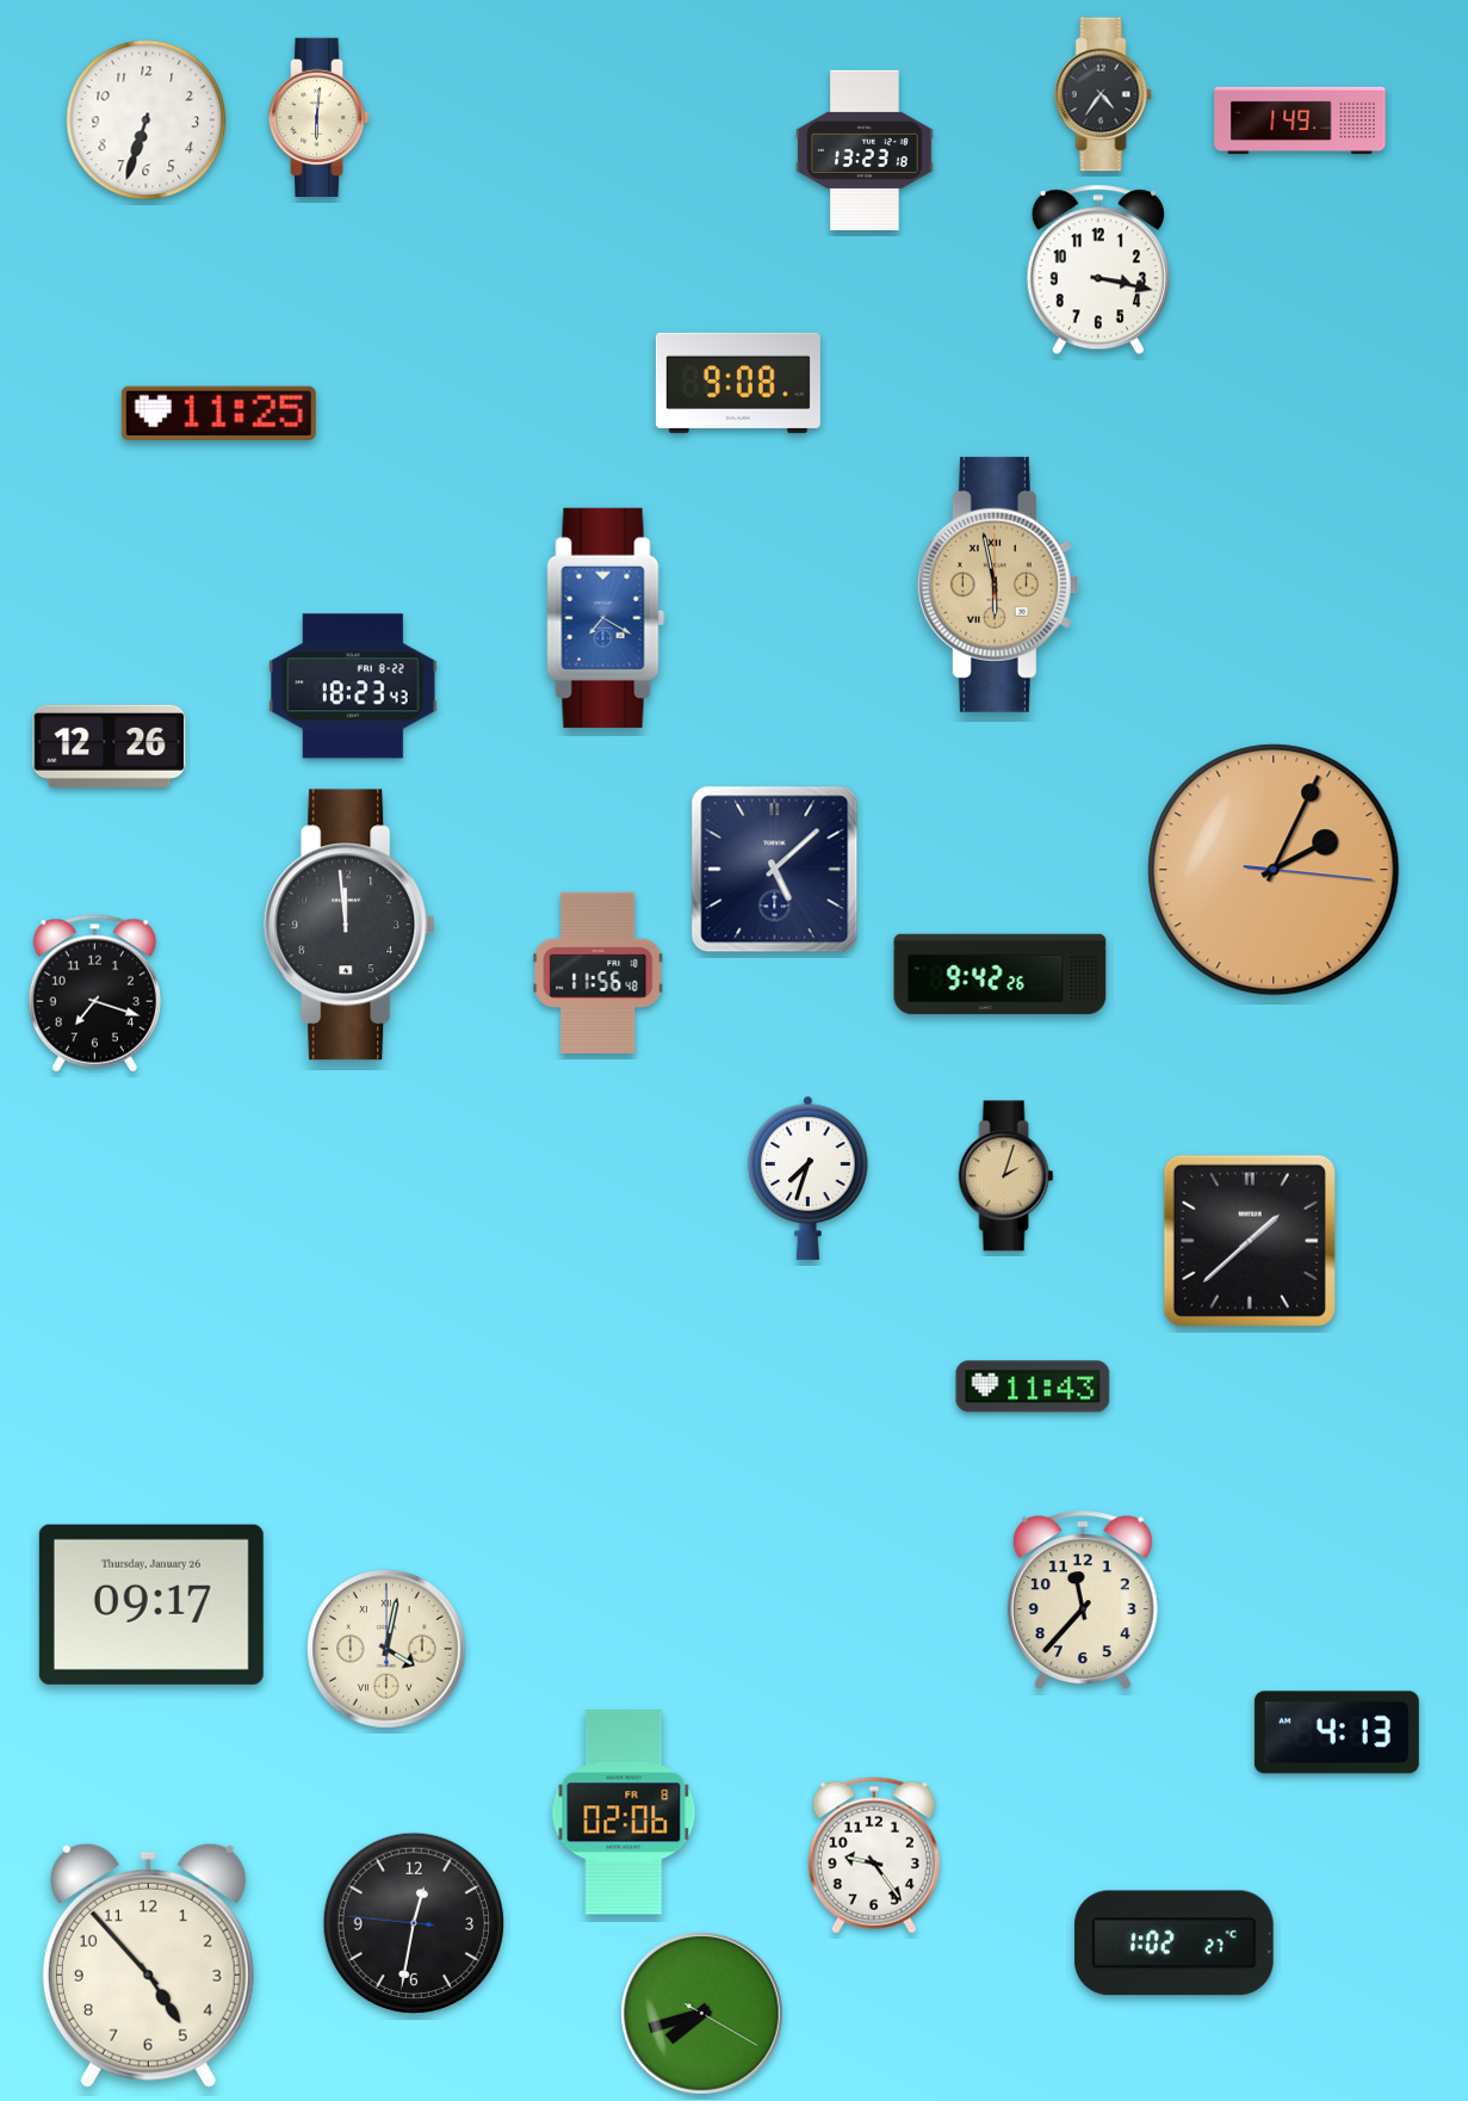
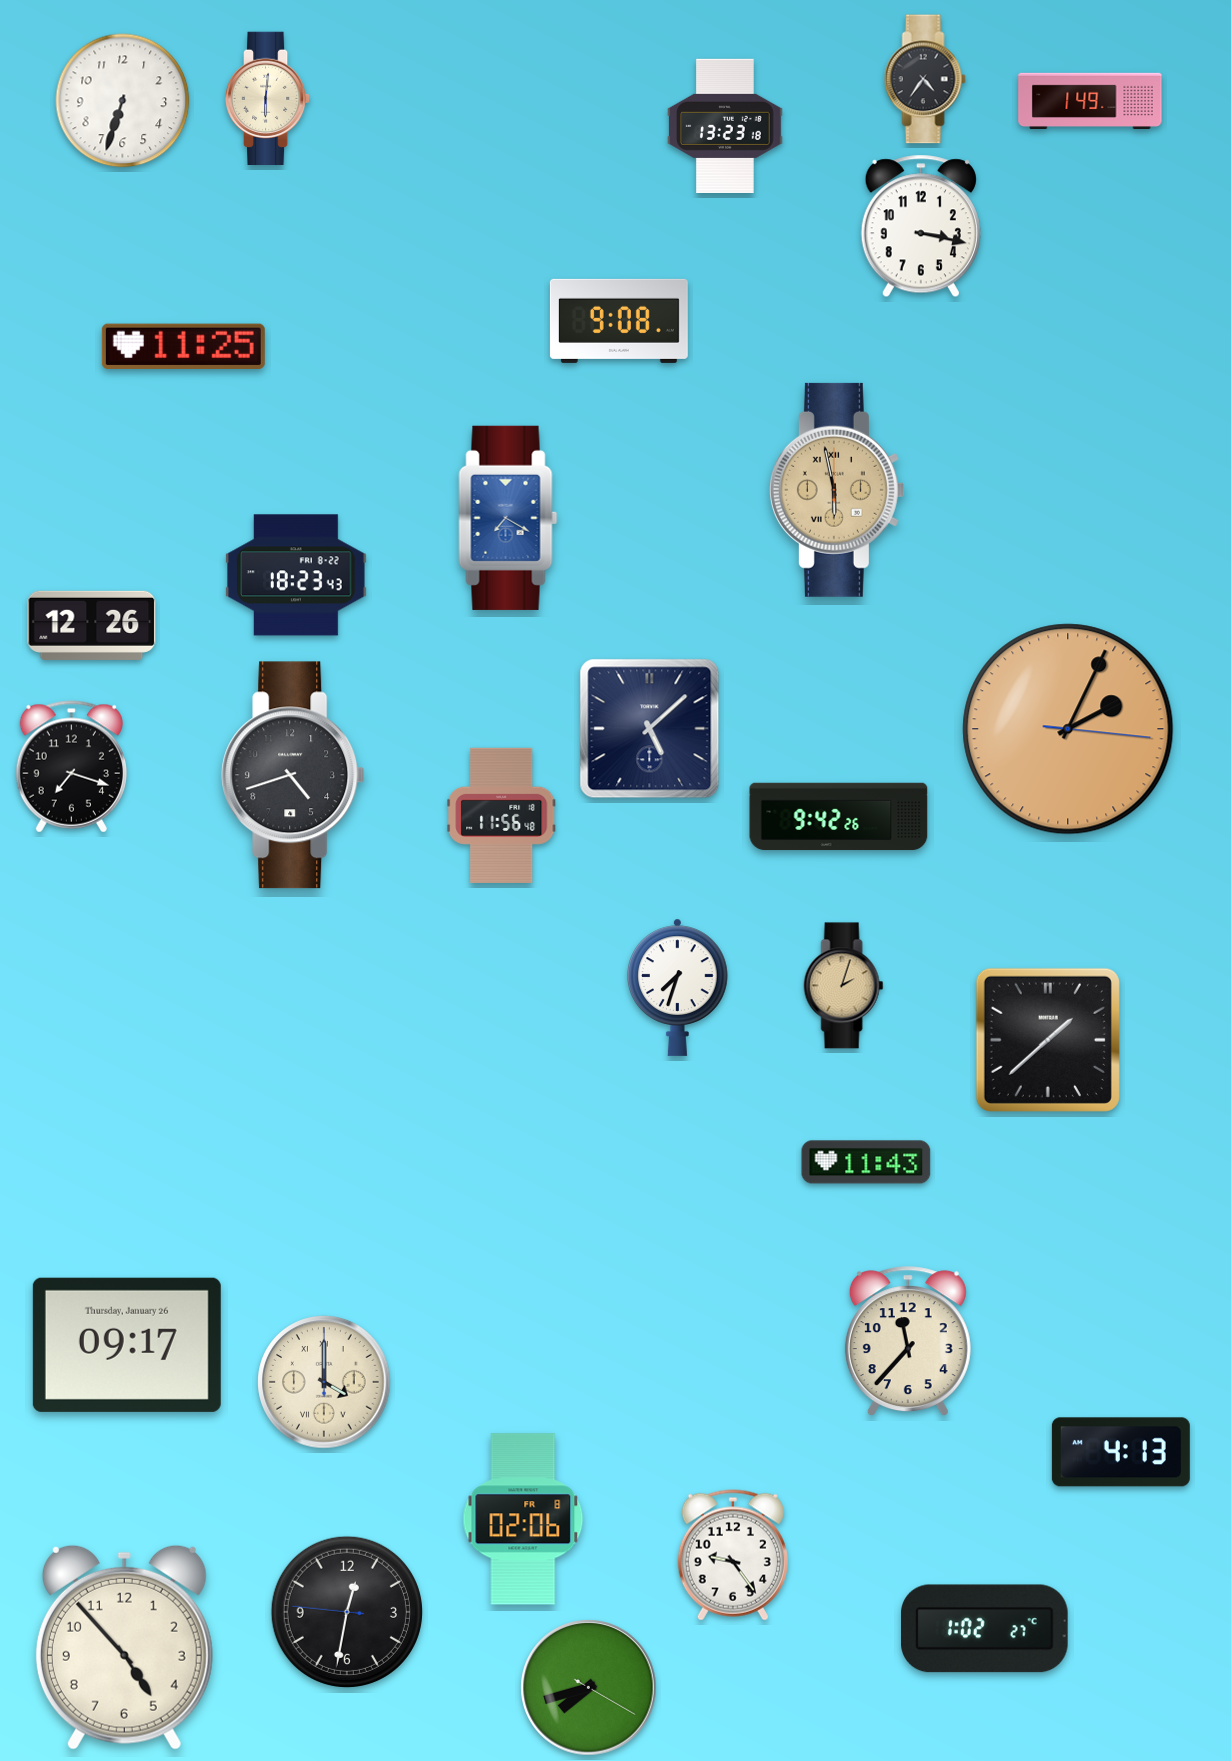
clock at (349, 925): 11:59 -> 4:42
clock at (94, 994) position: (94, 994) -> (71, 767)
clock at (386, 1649): 4:02 -> 4:00
